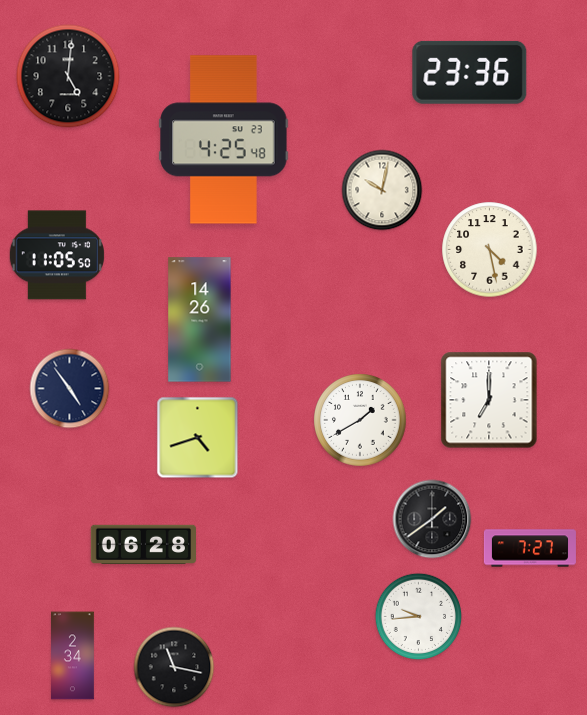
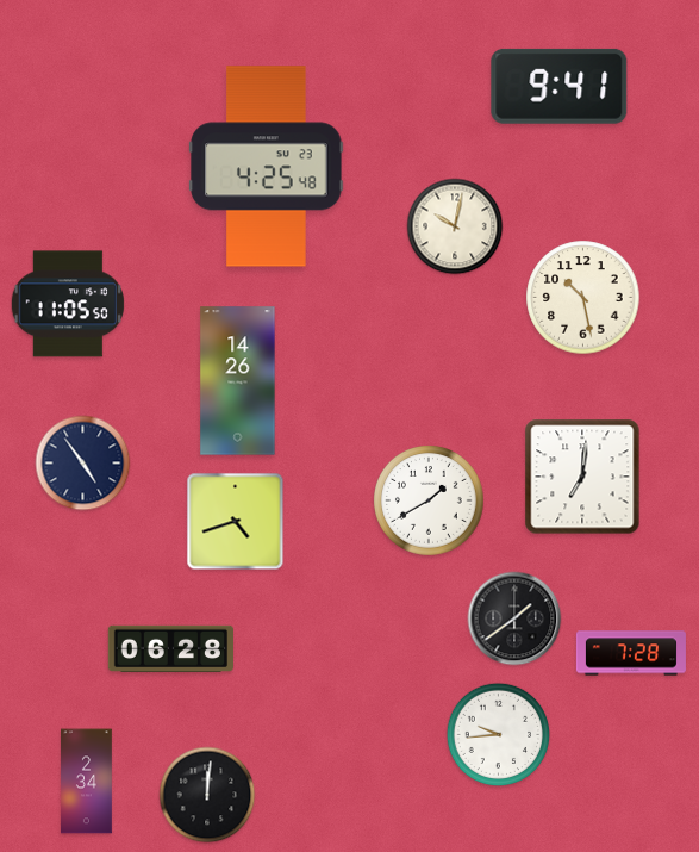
clock at (470, 72): 23:36 -> 9:41
clock at (68, 76): 5:01 -> none
clock at (490, 250): 4:28 -> 10:28
clock at (489, 400): 7:00 -> 7:01
clock at (530, 548): 7:27 -> 7:28
clock at (174, 667): 11:17 -> 12:01
